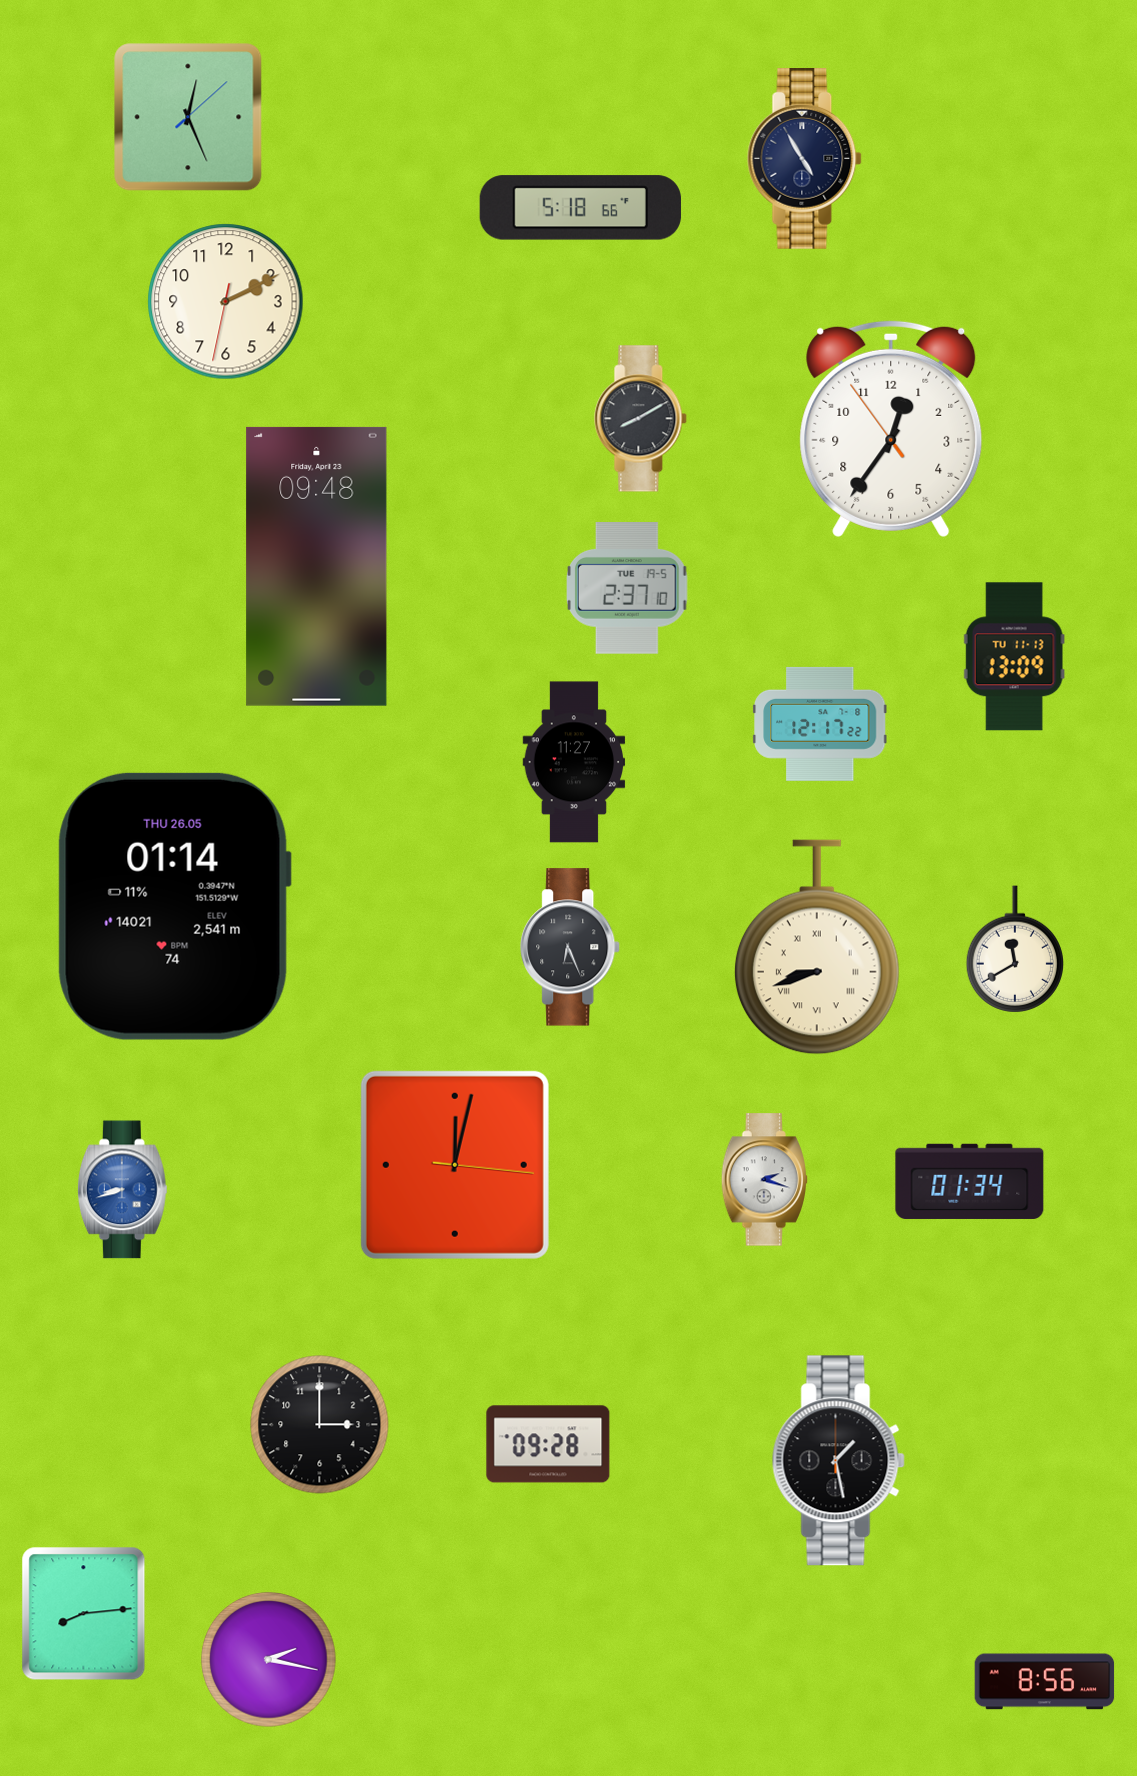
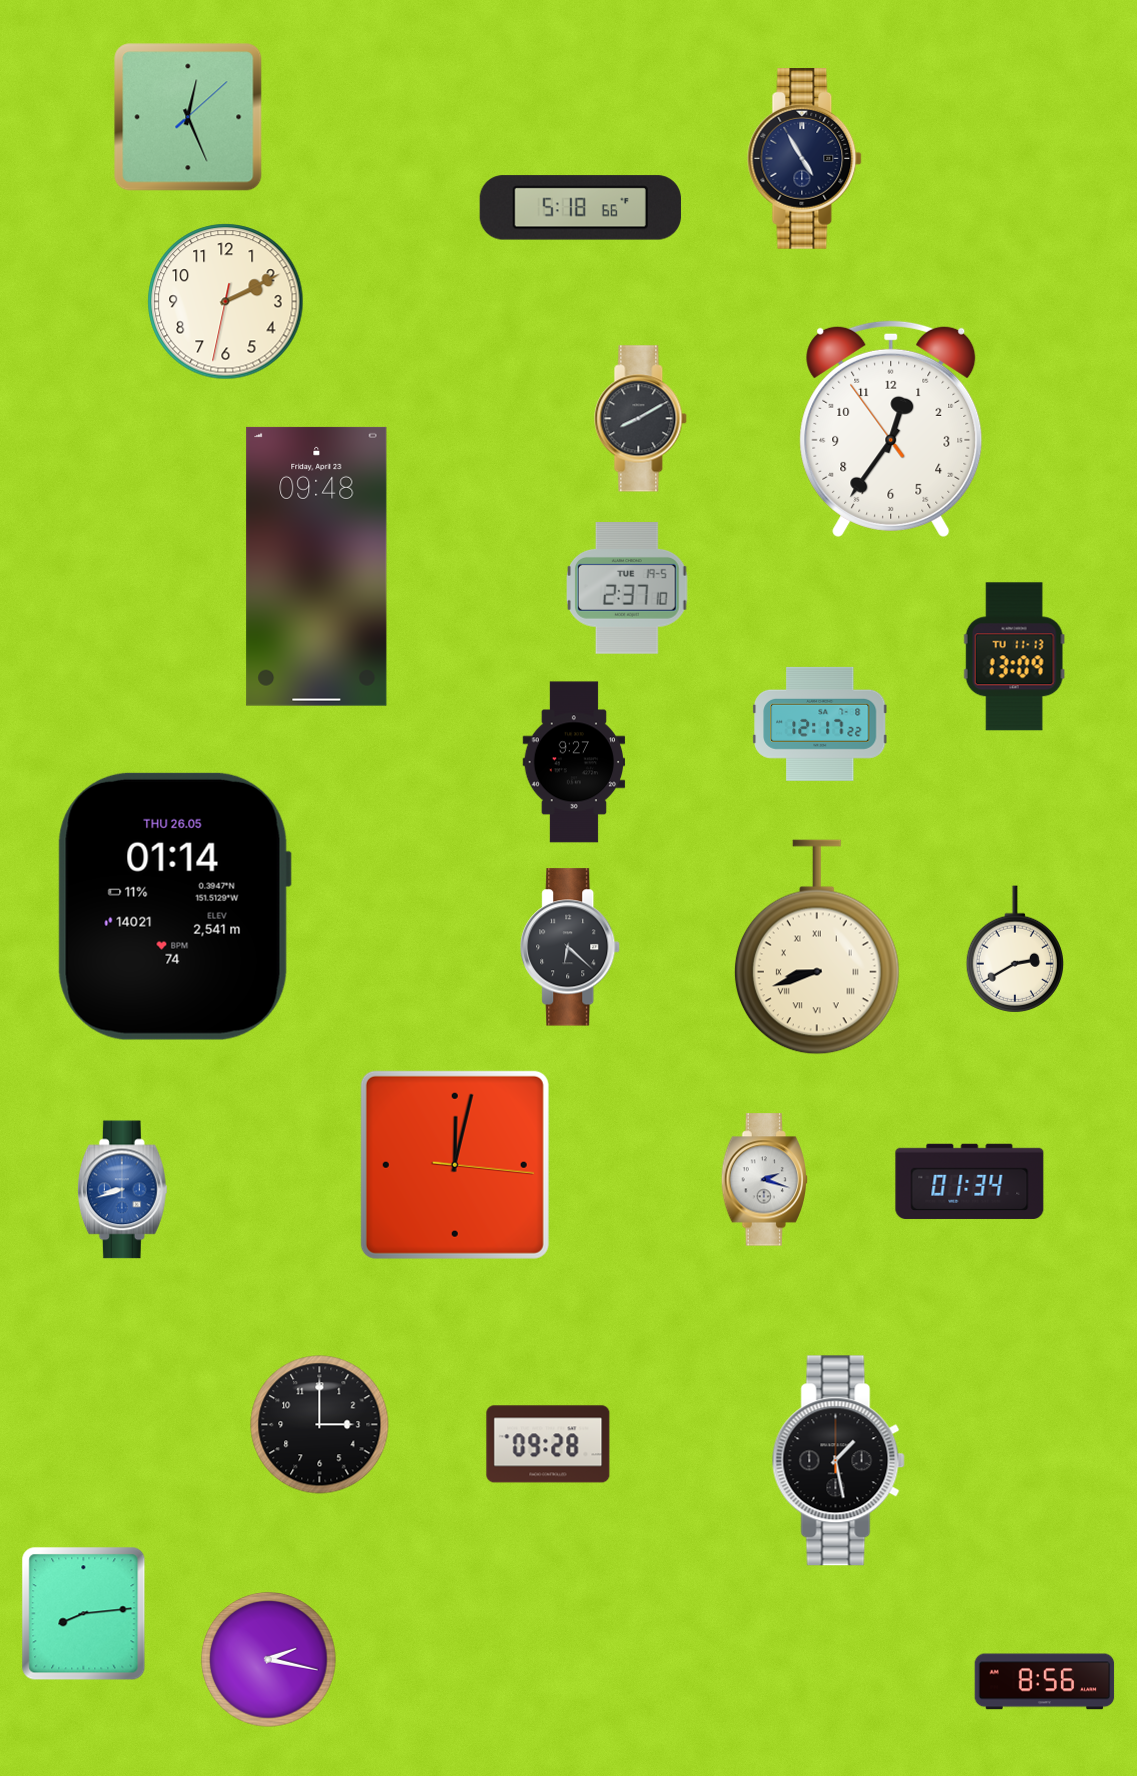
clock at (574, 762): 11:27 -> 9:27
clock at (571, 947): 6:26 -> 6:22
clock at (1014, 949): 11:40 -> 2:40
